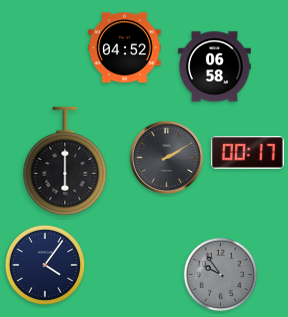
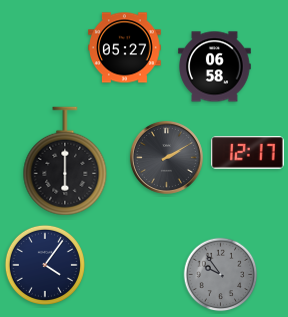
clock at (125, 48): 04:52 -> 05:27
clock at (248, 153): 00:17 -> 12:17
